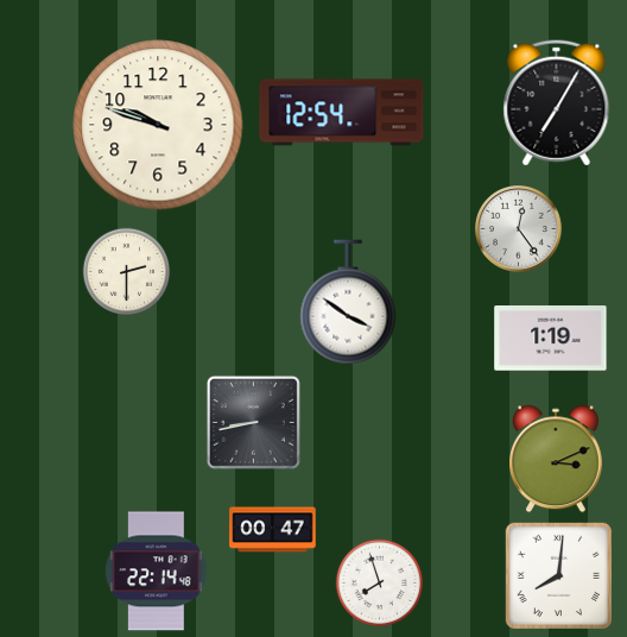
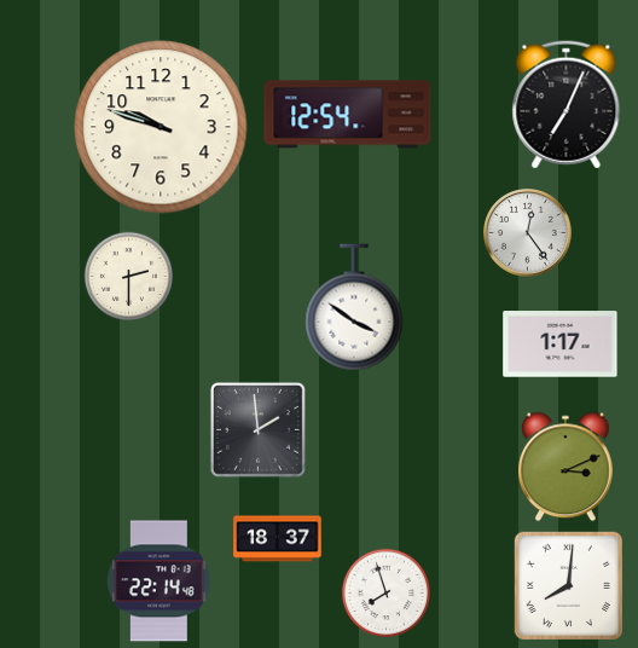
clock at (557, 103): 7:05 -> 7:04
clock at (551, 339): 1:19 -> 1:17
clock at (253, 422): 8:43 -> 1:59
clock at (273, 530): 00:47 -> 18:37
